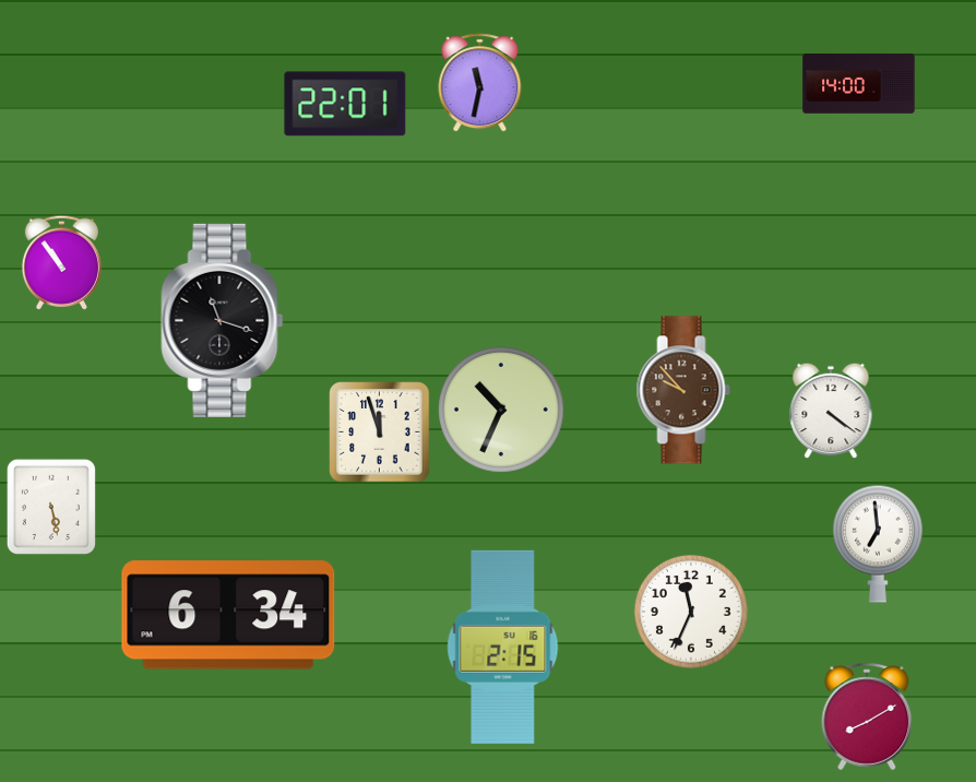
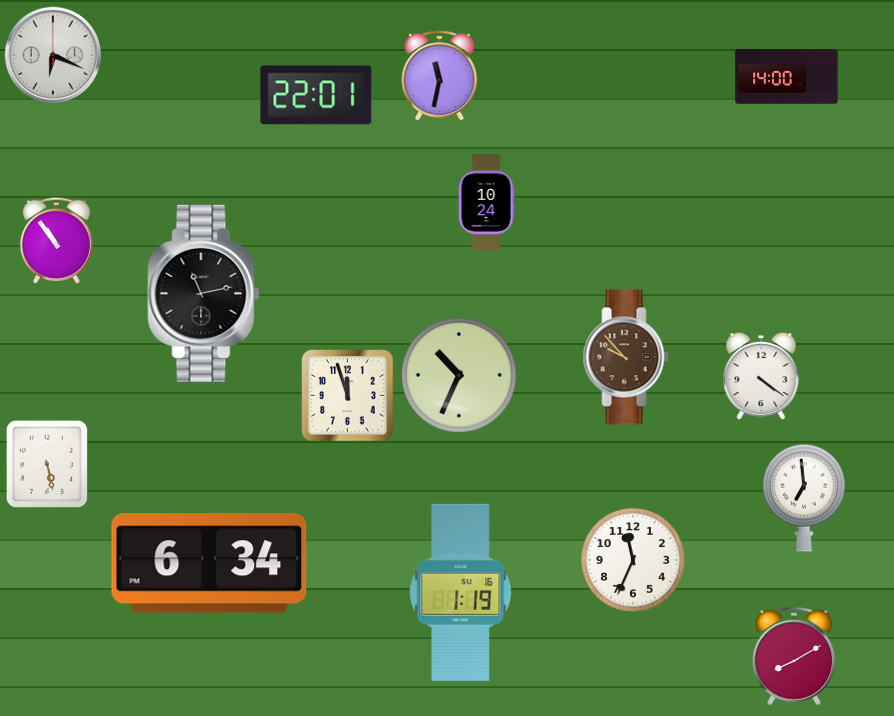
clock at (53, 55): none -> 6:19
clock at (486, 202): none -> 10:24
clock at (223, 320): 11:18 -> 11:13
clock at (503, 647): 2:15 -> 1:19
